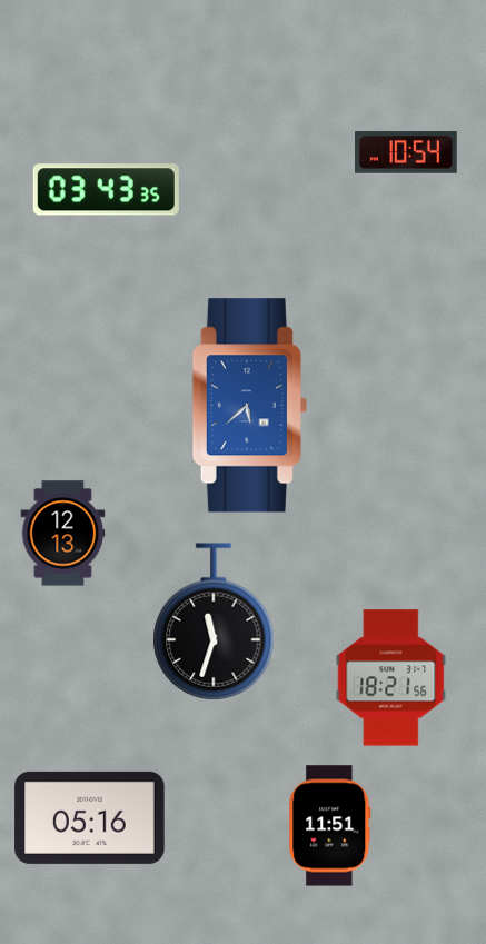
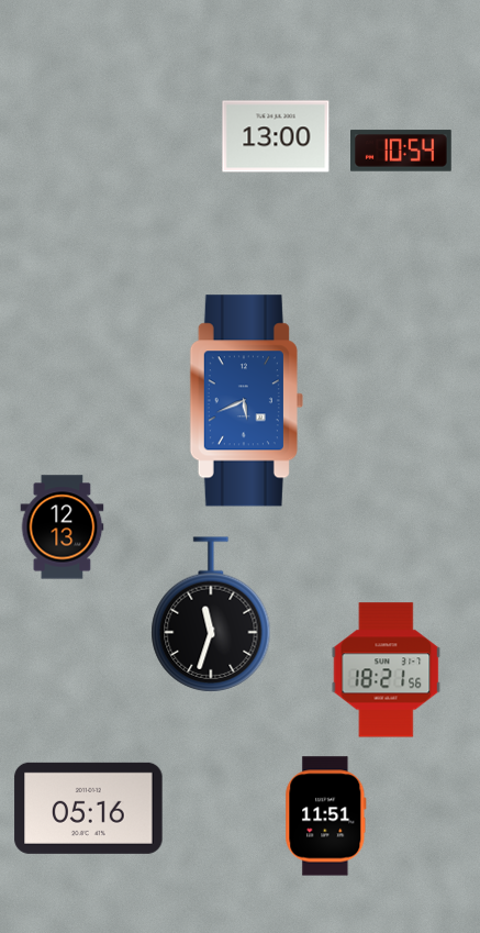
clock at (276, 136): none -> 13:00
clock at (106, 190): 03:43 -> none
clock at (249, 406): 5:38 -> 5:41
